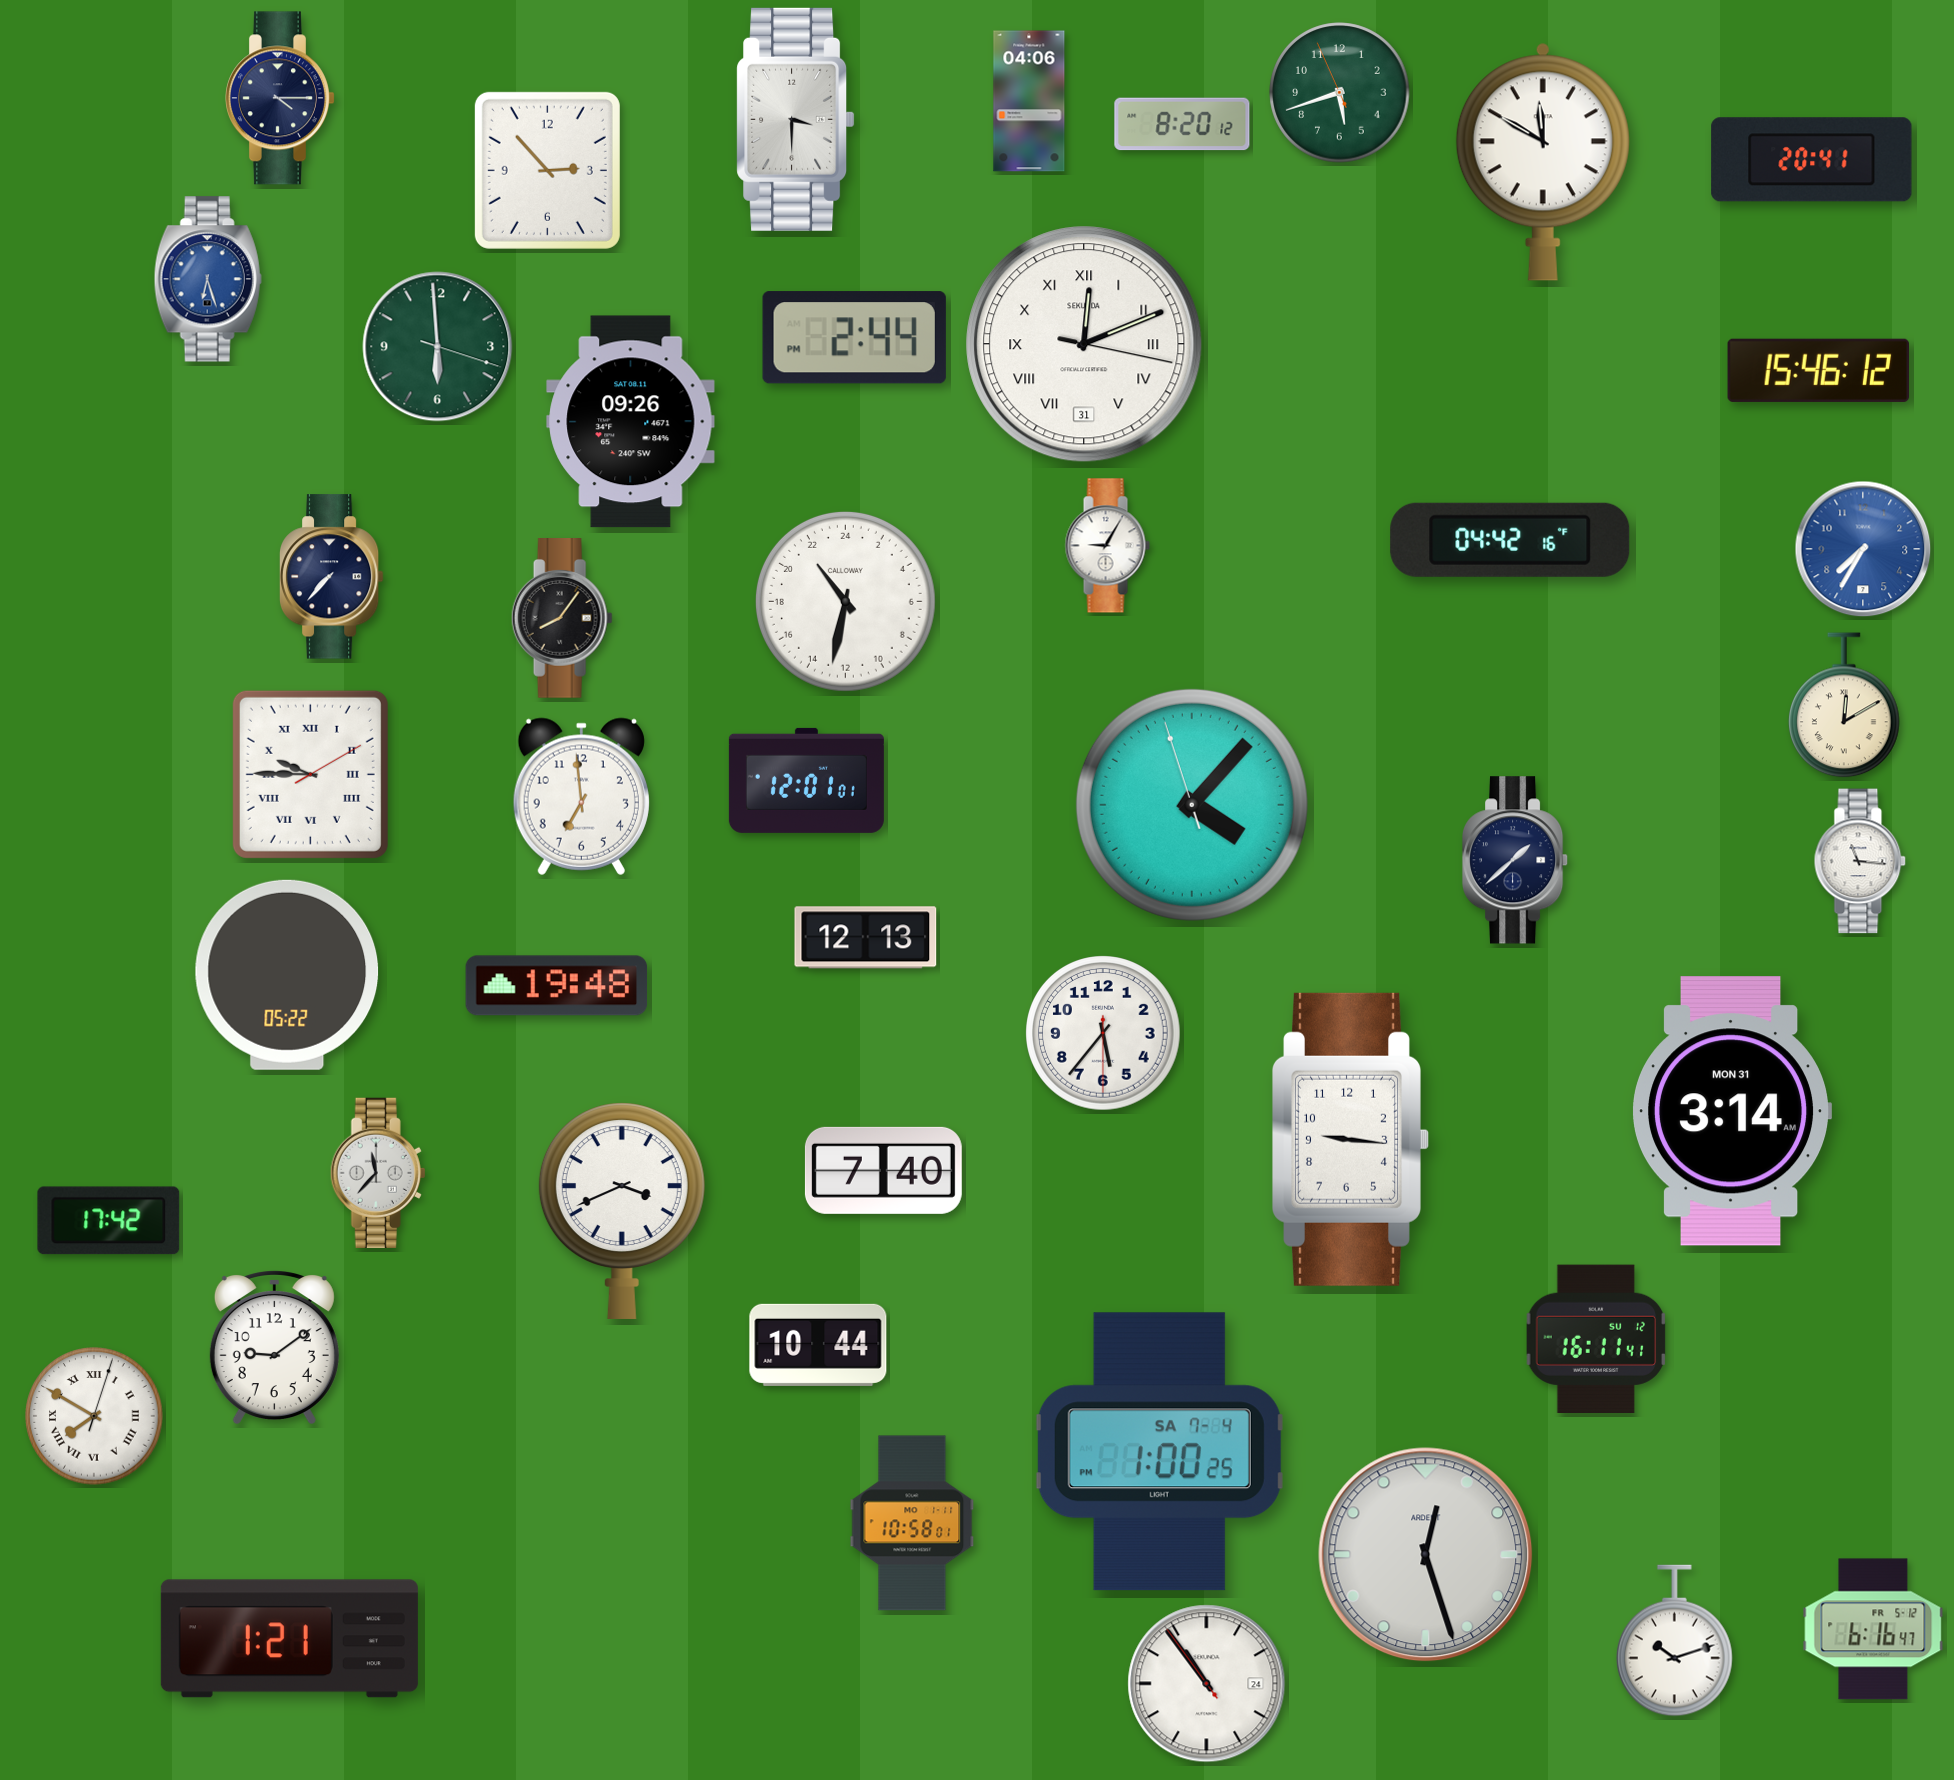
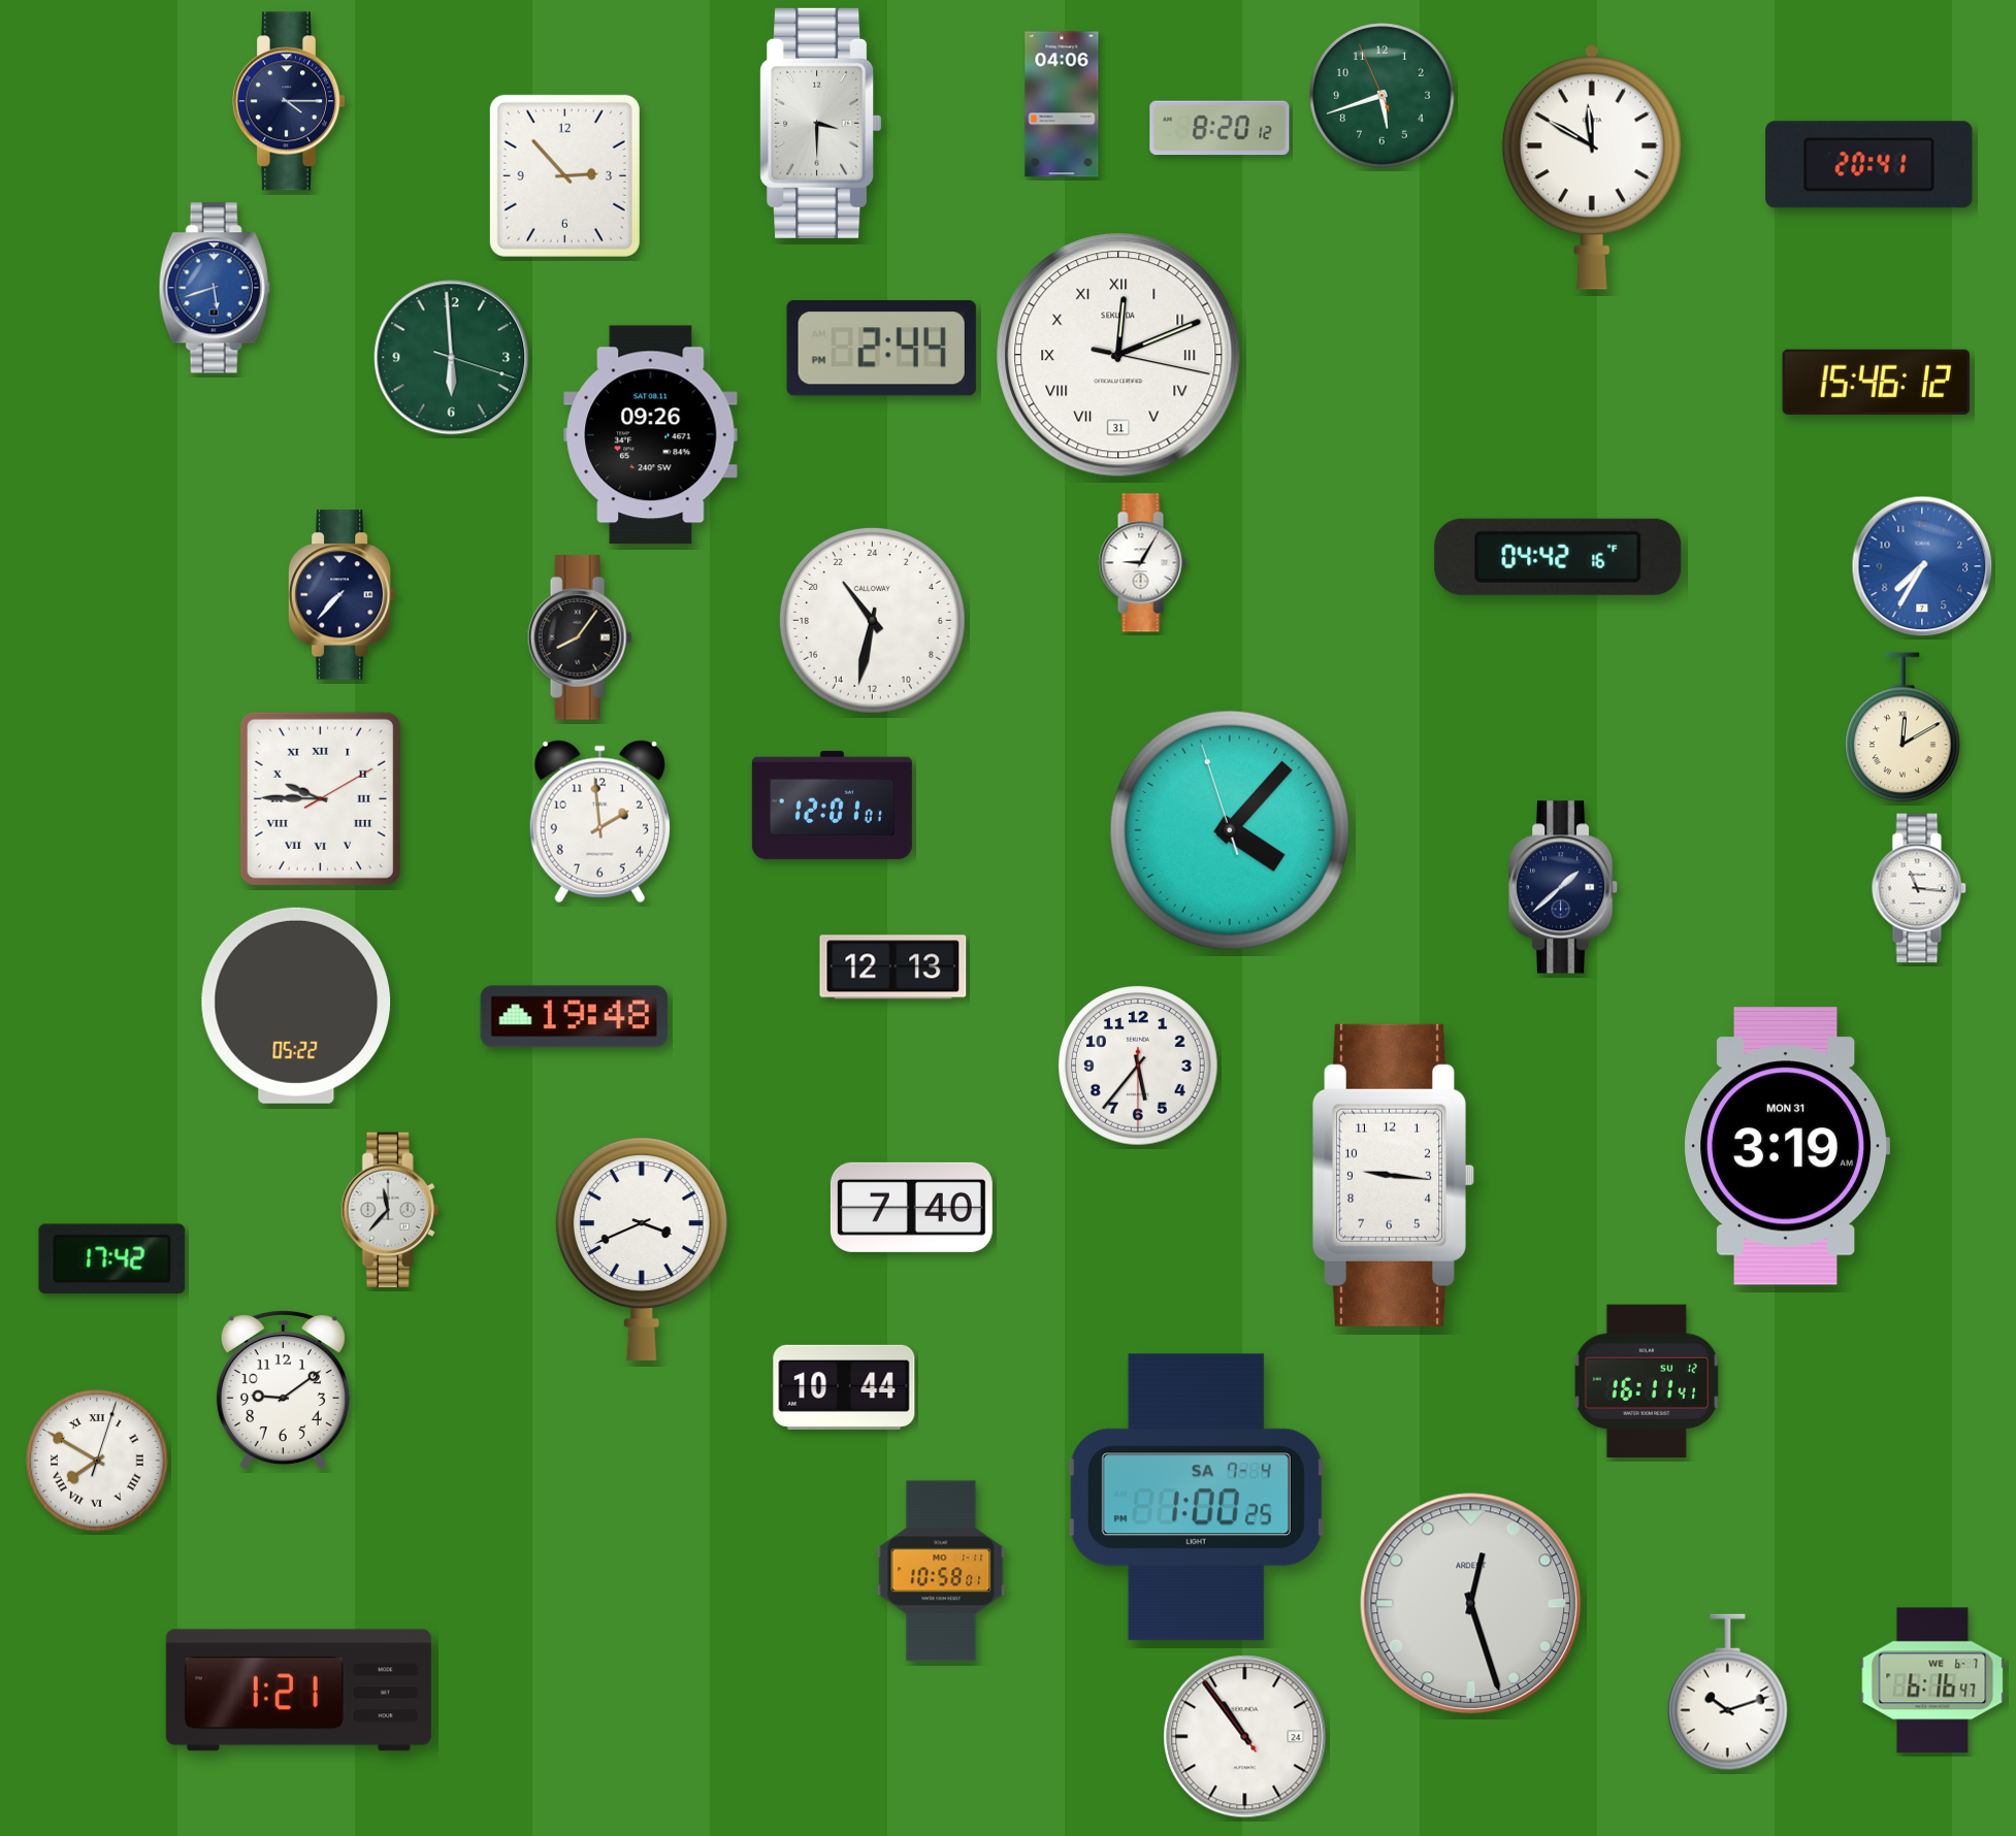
clock at (208, 279): 6:27 -> 5:42
clock at (581, 796): 6:59 -> 1:59
clock at (1732, 1111): 3:14 -> 3:19
clock at (1873, 1629) date: FR 5-12 -> WE 6-7
